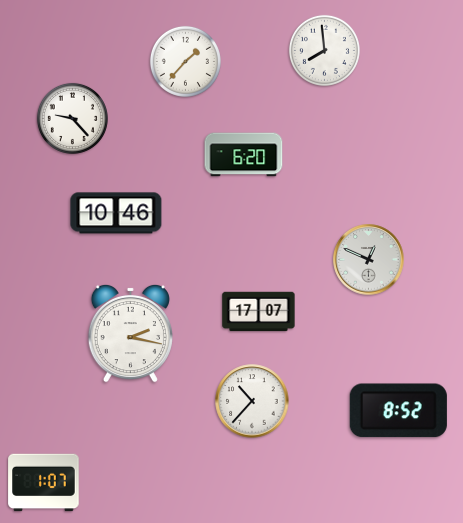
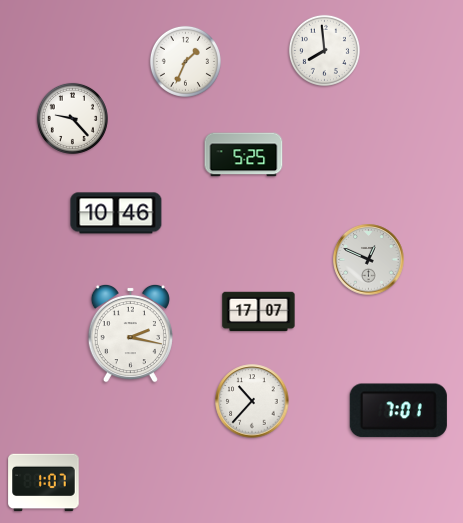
clock at (185, 61): 1:37 -> 1:34
clock at (244, 155): 6:20 -> 5:25
clock at (398, 411): 8:52 -> 7:01
